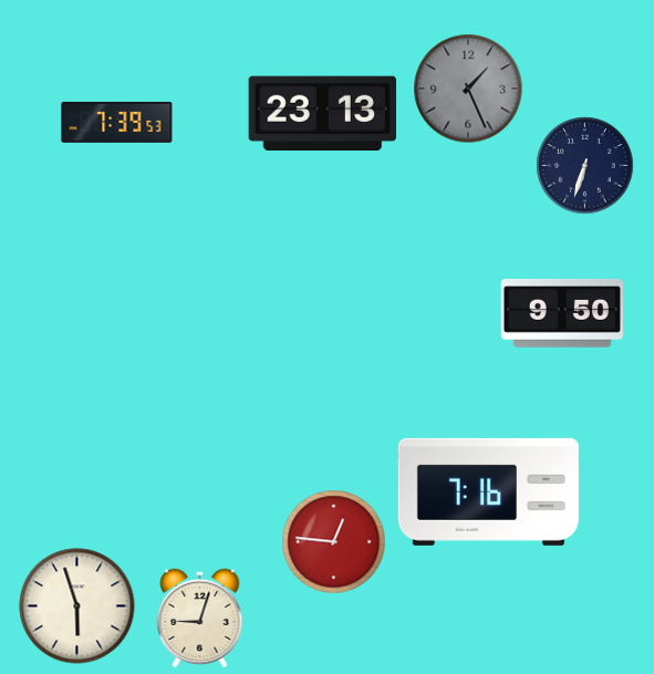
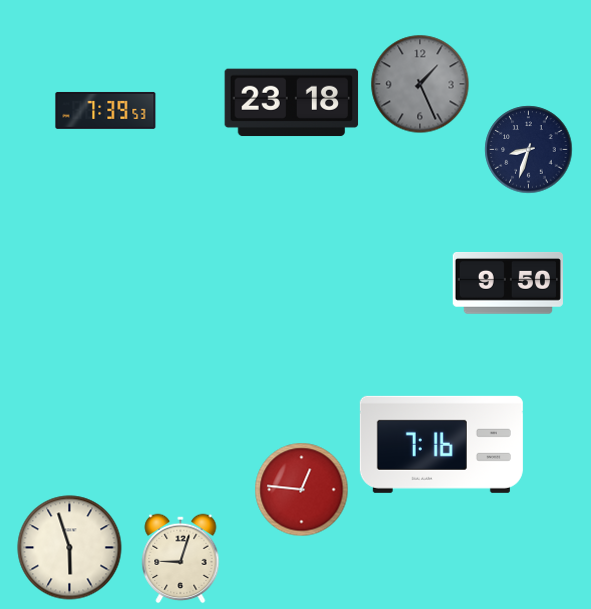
clock at (468, 89) position: (468, 89) -> (420, 84)
clock at (323, 114): 23:13 -> 23:18
clock at (585, 166): 6:33 -> 8:33
